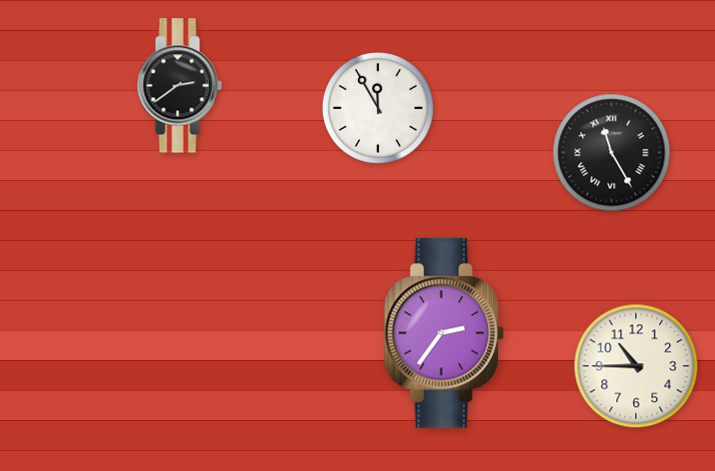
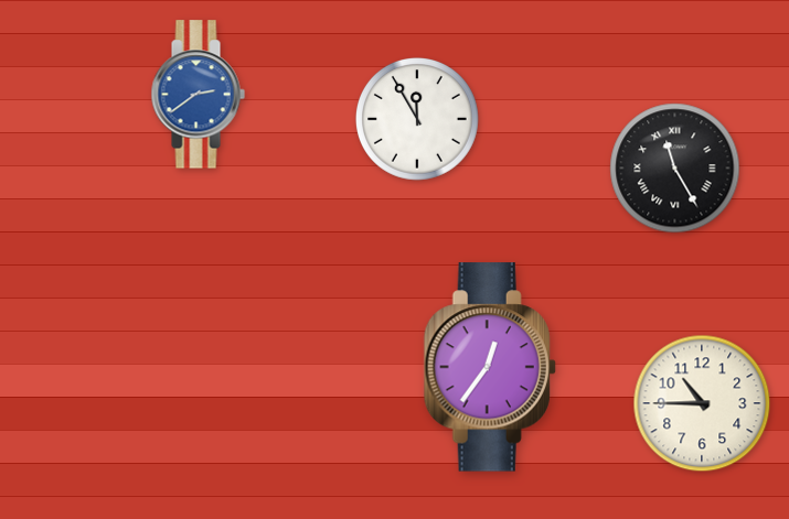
clock at (179, 86) dial: black -> blue
clock at (444, 333): 2:36 -> 12:36
